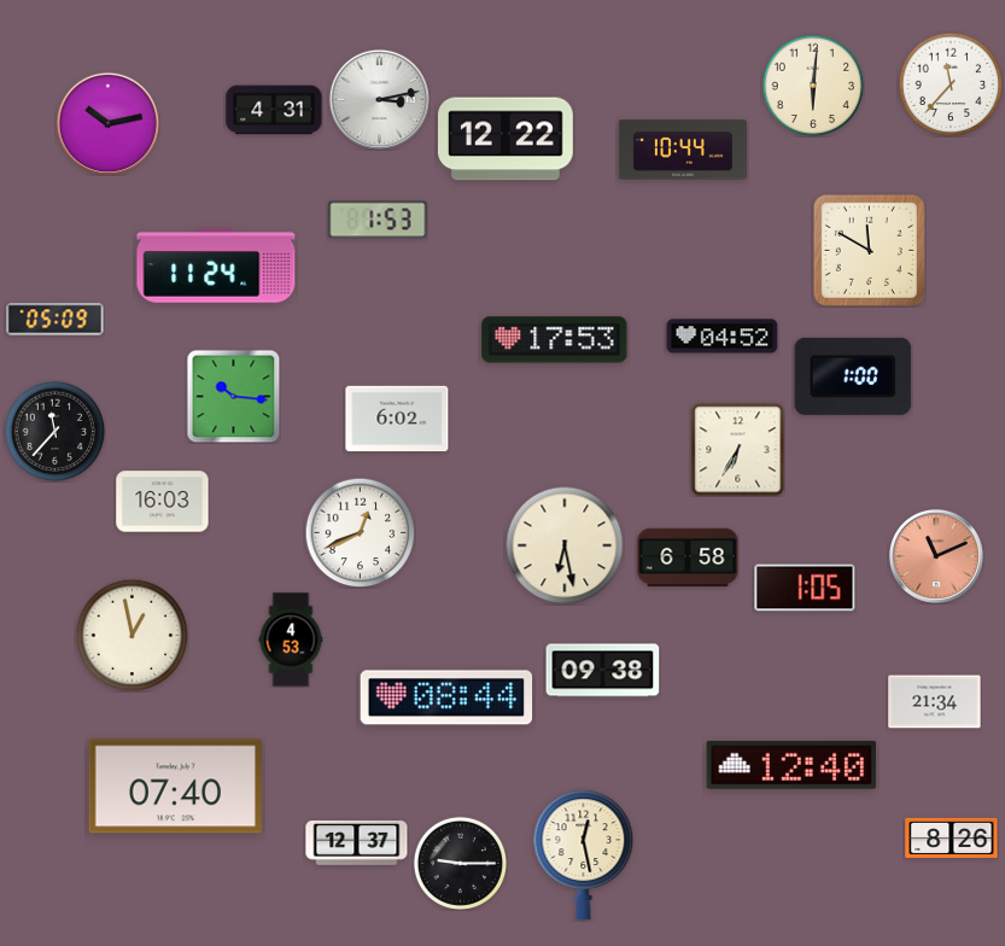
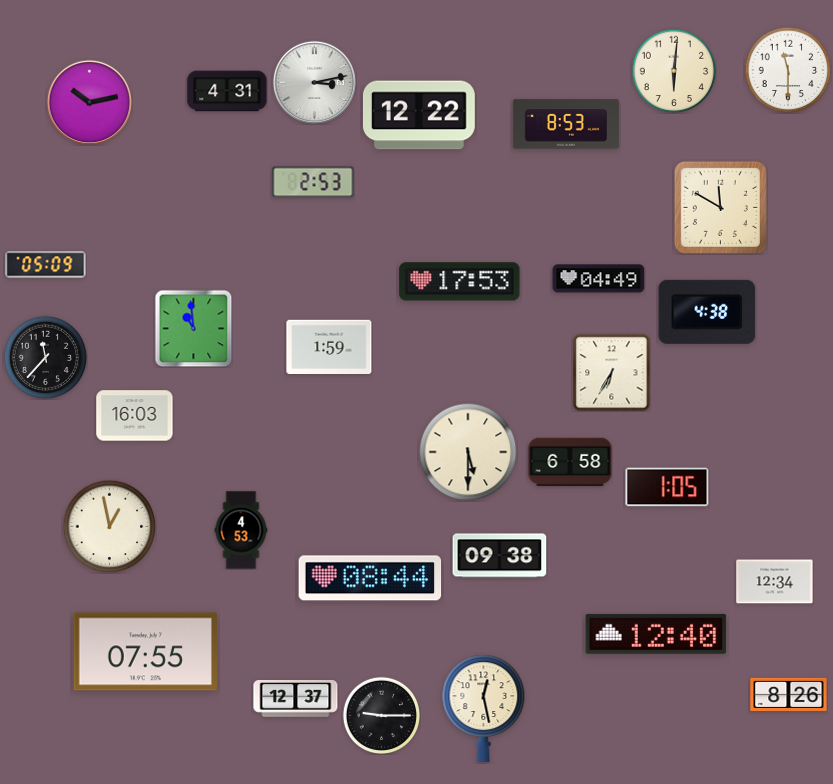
clock at (951, 84): 11:37 -> 11:30
clock at (683, 150): 10:44 -> 8:53
clock at (378, 220): 1:53 -> 2:53
clock at (216, 265): 11:24 -> none
clock at (723, 337): 04:52 -> 04:49
clock at (853, 376): 1:00 -> 4:38
clock at (233, 396): 10:16 -> 10:59
clock at (397, 417): 6:02 -> 1:59
clock at (360, 532): 12:41 -> none
clock at (565, 545): 6:28 -> 5:30
clock at (936, 556): 11:11 -> none
clock at (935, 702): 21:34 -> 12:34
clock at (175, 787): 07:40 -> 07:55
